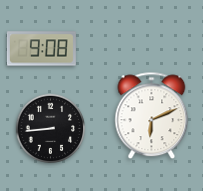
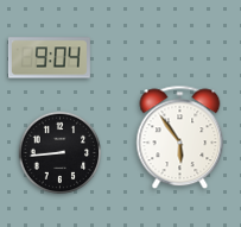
clock at (41, 49): 9:08 -> 9:04
clock at (152, 116): 6:11 -> 5:54
